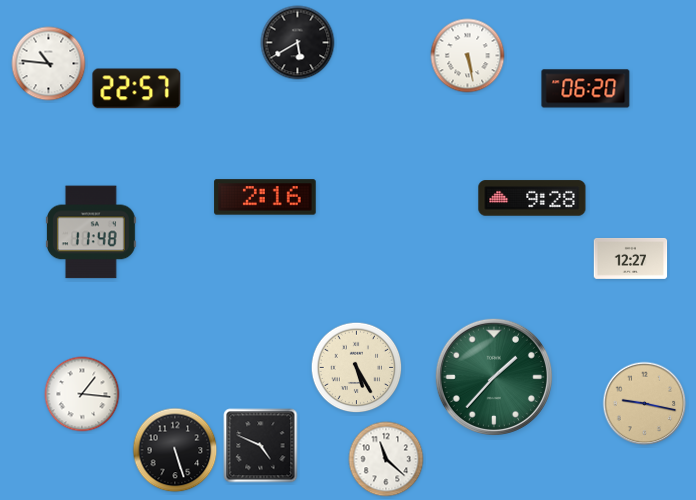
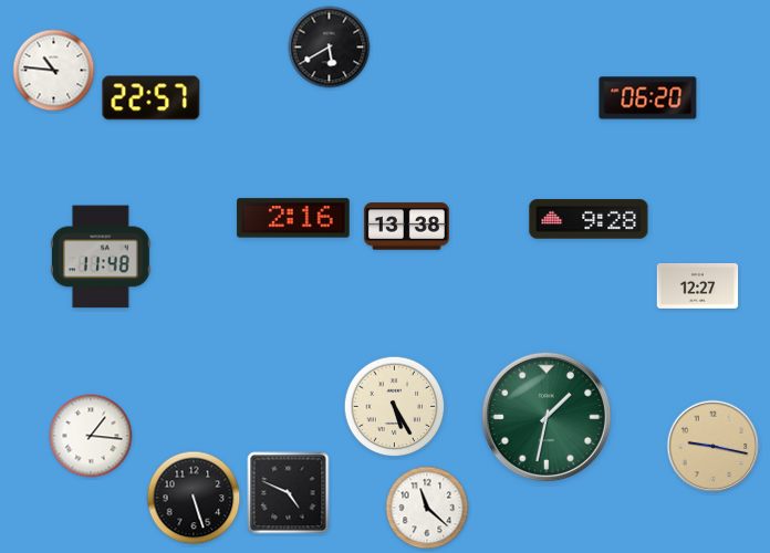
clock at (468, 56): 5:28 -> none
clock at (406, 227): none -> 13:38
clock at (494, 377): 1:37 -> 1:32
